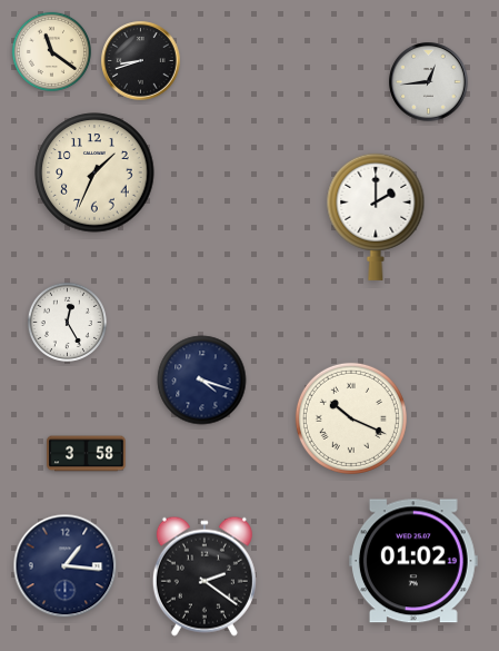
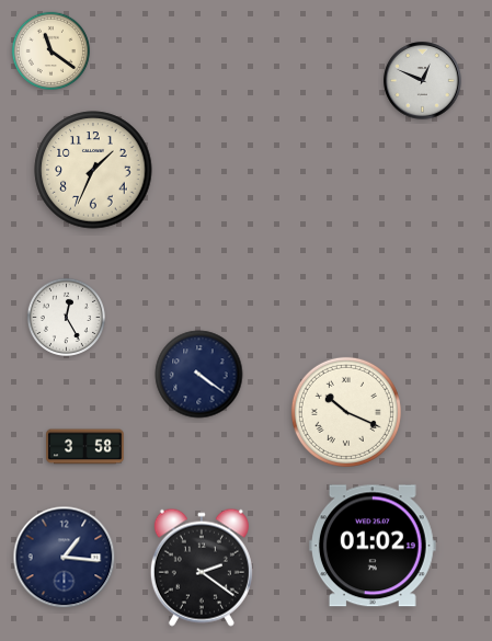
clock at (141, 61): 8:42 -> none
clock at (429, 82): 12:44 -> 12:49
clock at (376, 217): 2:00 -> none
clock at (202, 381): 4:18 -> 4:21
clock at (413, 561) position: (413, 561) -> (373, 546)
